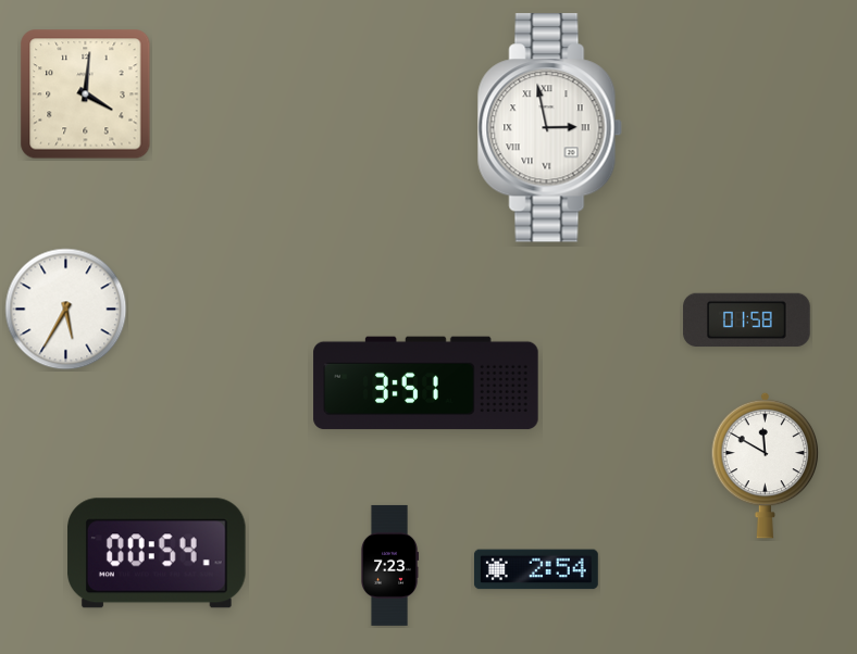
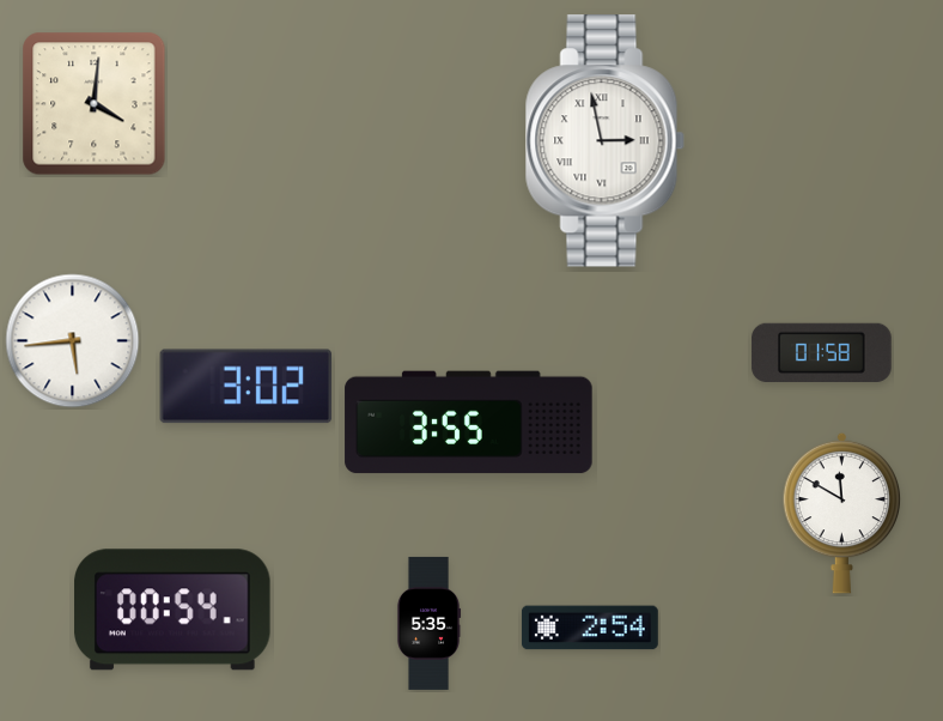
clock at (66, 310): 5:35 -> 5:44
clock at (247, 387): none -> 3:02
clock at (426, 383): 3:51 -> 3:55
clock at (389, 565): 7:23 -> 5:35
